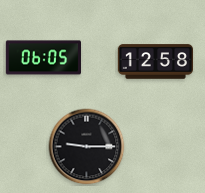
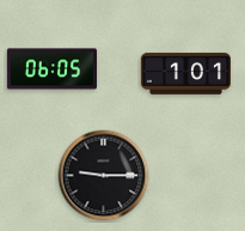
clock at (155, 62): 12:58 -> 1:01
